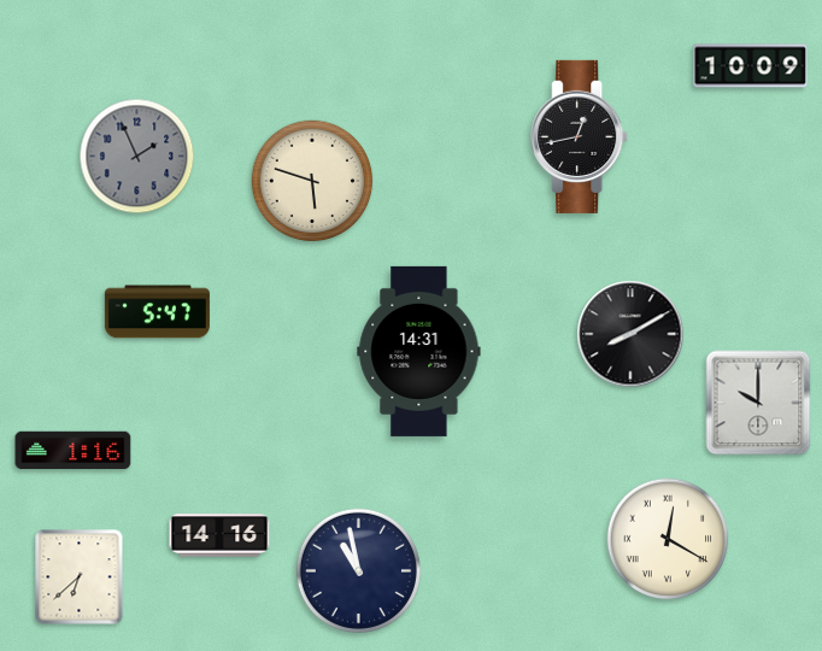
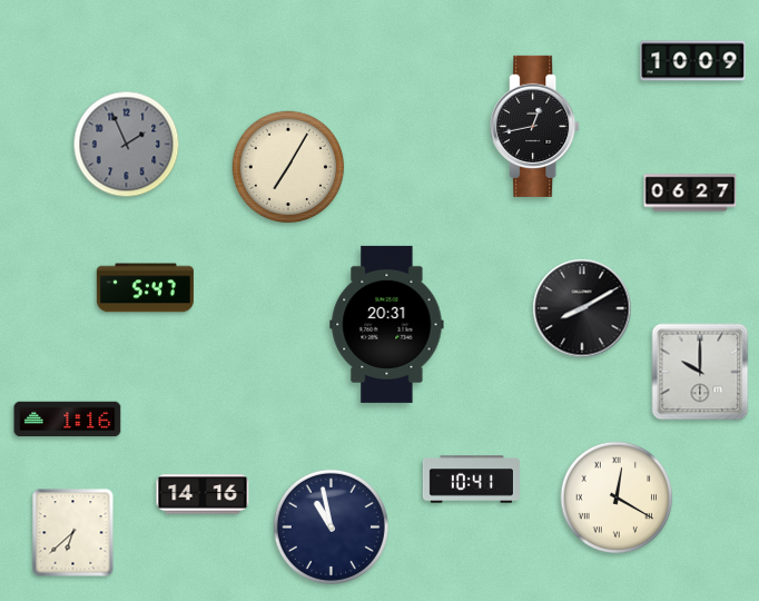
clock at (312, 181): 5:48 -> 7:05
clock at (690, 193): none -> 06:27
clock at (419, 351): 14:31 -> 20:31
clock at (74, 451) position: (74, 451) -> (68, 420)
clock at (471, 480): none -> 10:41
